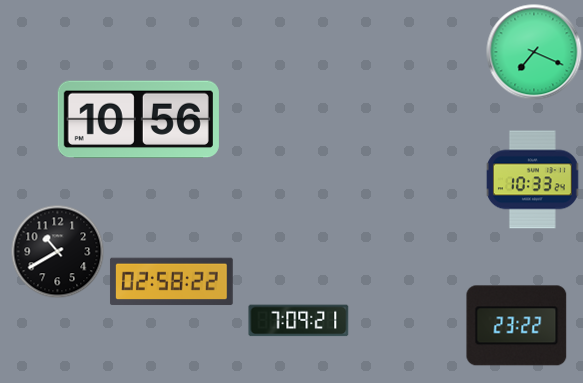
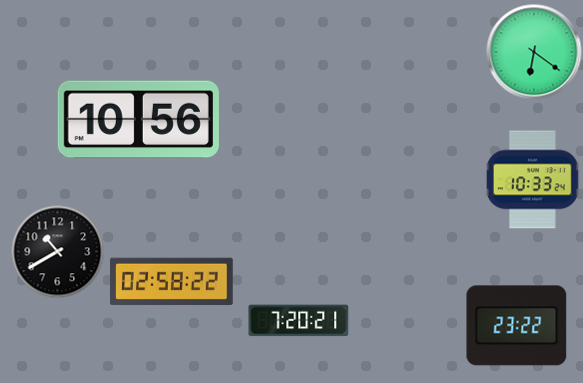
clock at (534, 52): 7:19 -> 6:21
clock at (299, 321): 7:09 -> 7:20
